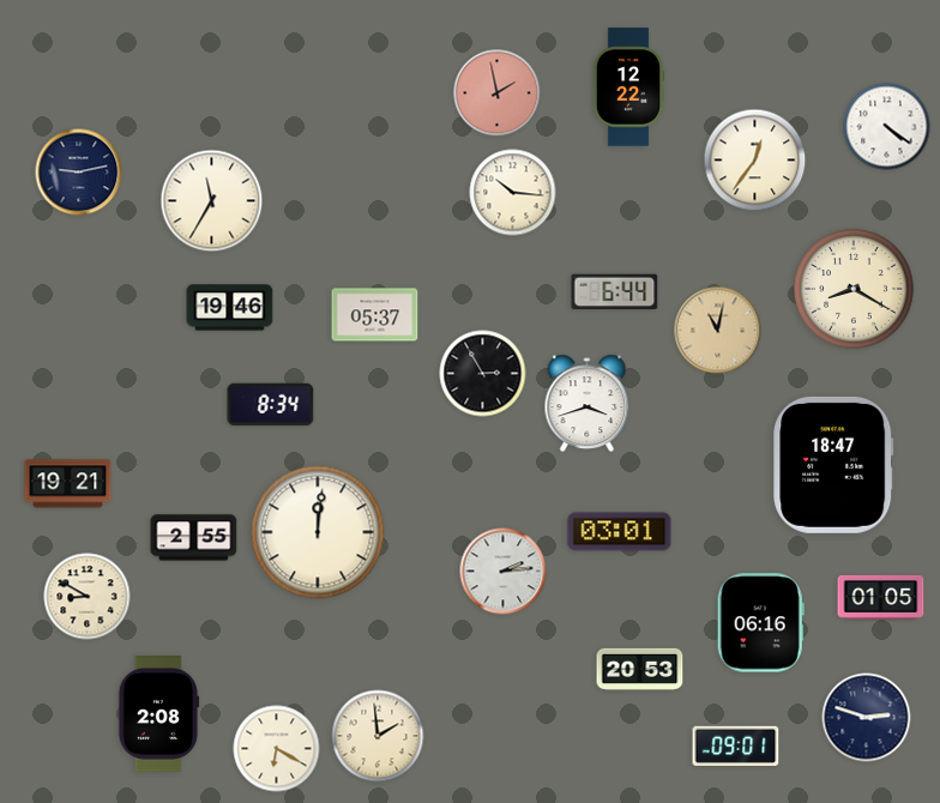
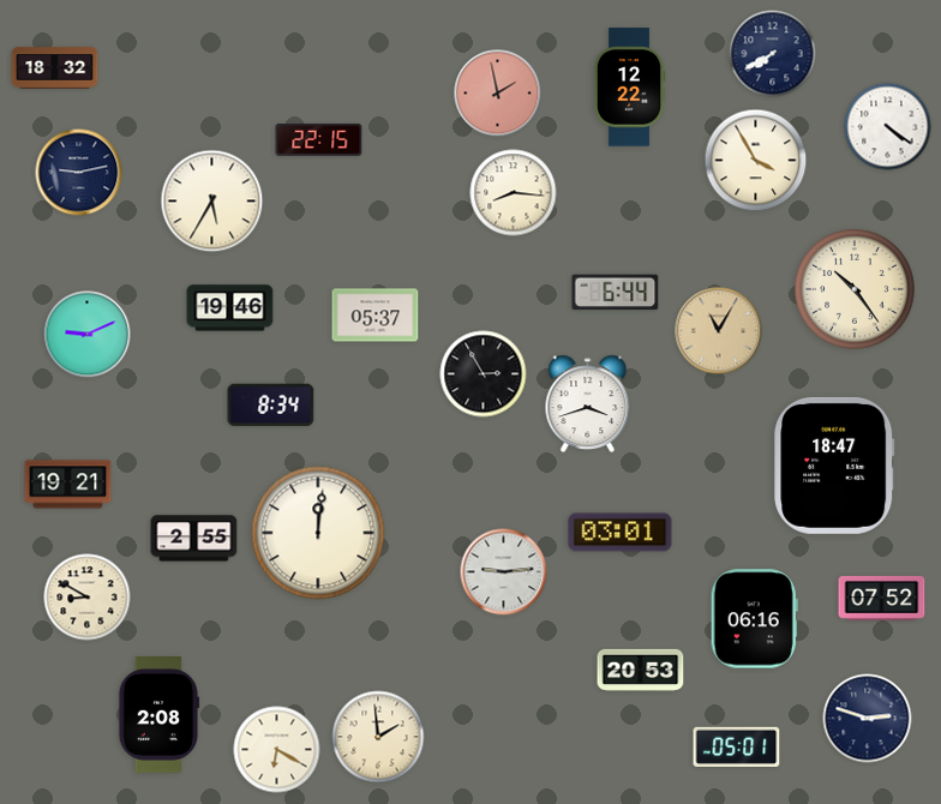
clock at (773, 54): none -> 7:40
clock at (55, 68): none -> 18:32
clock at (319, 140): none -> 22:15
clock at (755, 161): 12:36 -> 3:55
clock at (513, 193): 10:16 -> 8:16
clock at (212, 201): 11:35 -> 5:35
clock at (854, 289): 8:20 -> 10:24
clock at (718, 331): 11:02 -> 11:05
clock at (88, 335): none -> 9:11
clock at (504, 572): 2:14 -> 9:14
clock at (881, 597): 01:05 -> 07:52
clock at (760, 623) position: (760, 623) -> (754, 619)
clock at (736, 745): 09:01 -> 05:01
